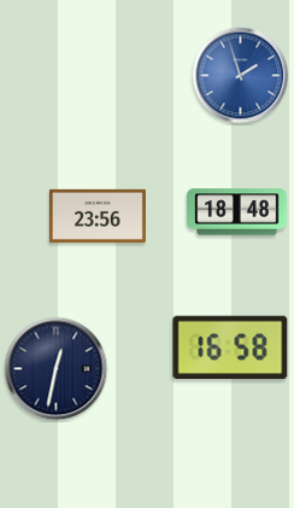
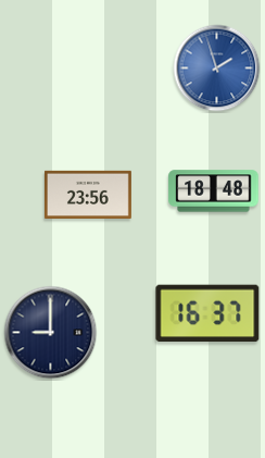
clock at (230, 348): 16:58 -> 16:37
clock at (57, 369): 12:32 -> 9:00
